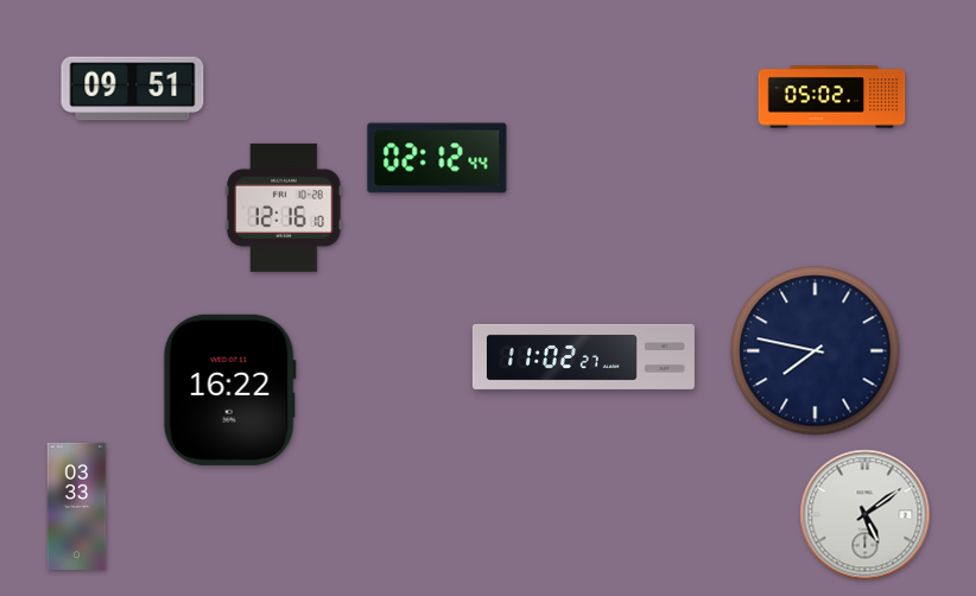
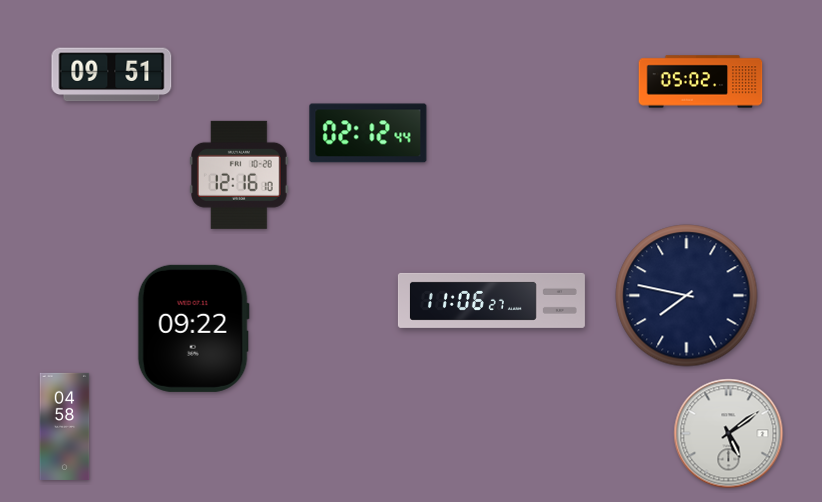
clock at (583, 356): 11:02 -> 11:06
clock at (229, 389): 16:22 -> 09:22
clock at (77, 506): 03:33 -> 04:58
